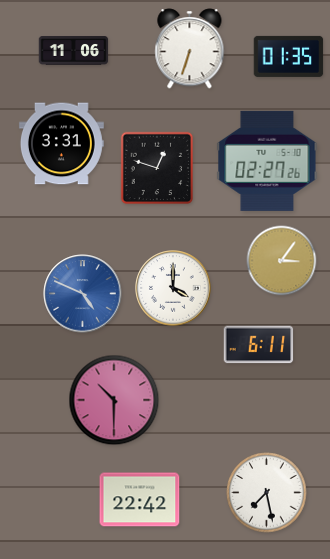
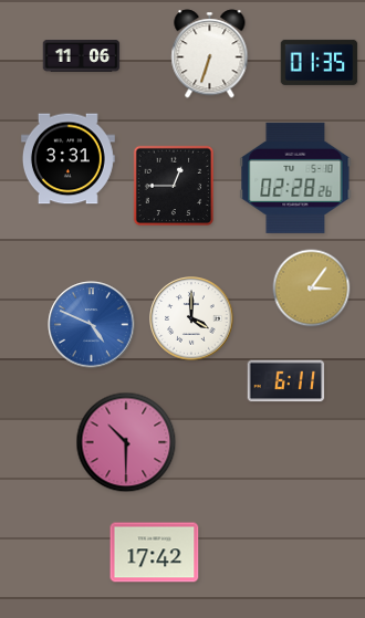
clock at (267, 161): 02:27 -> 02:28
clock at (157, 168): 12:48 -> 12:45
clock at (267, 493): 7:28 -> none
clock at (140, 500): 22:42 -> 17:42
